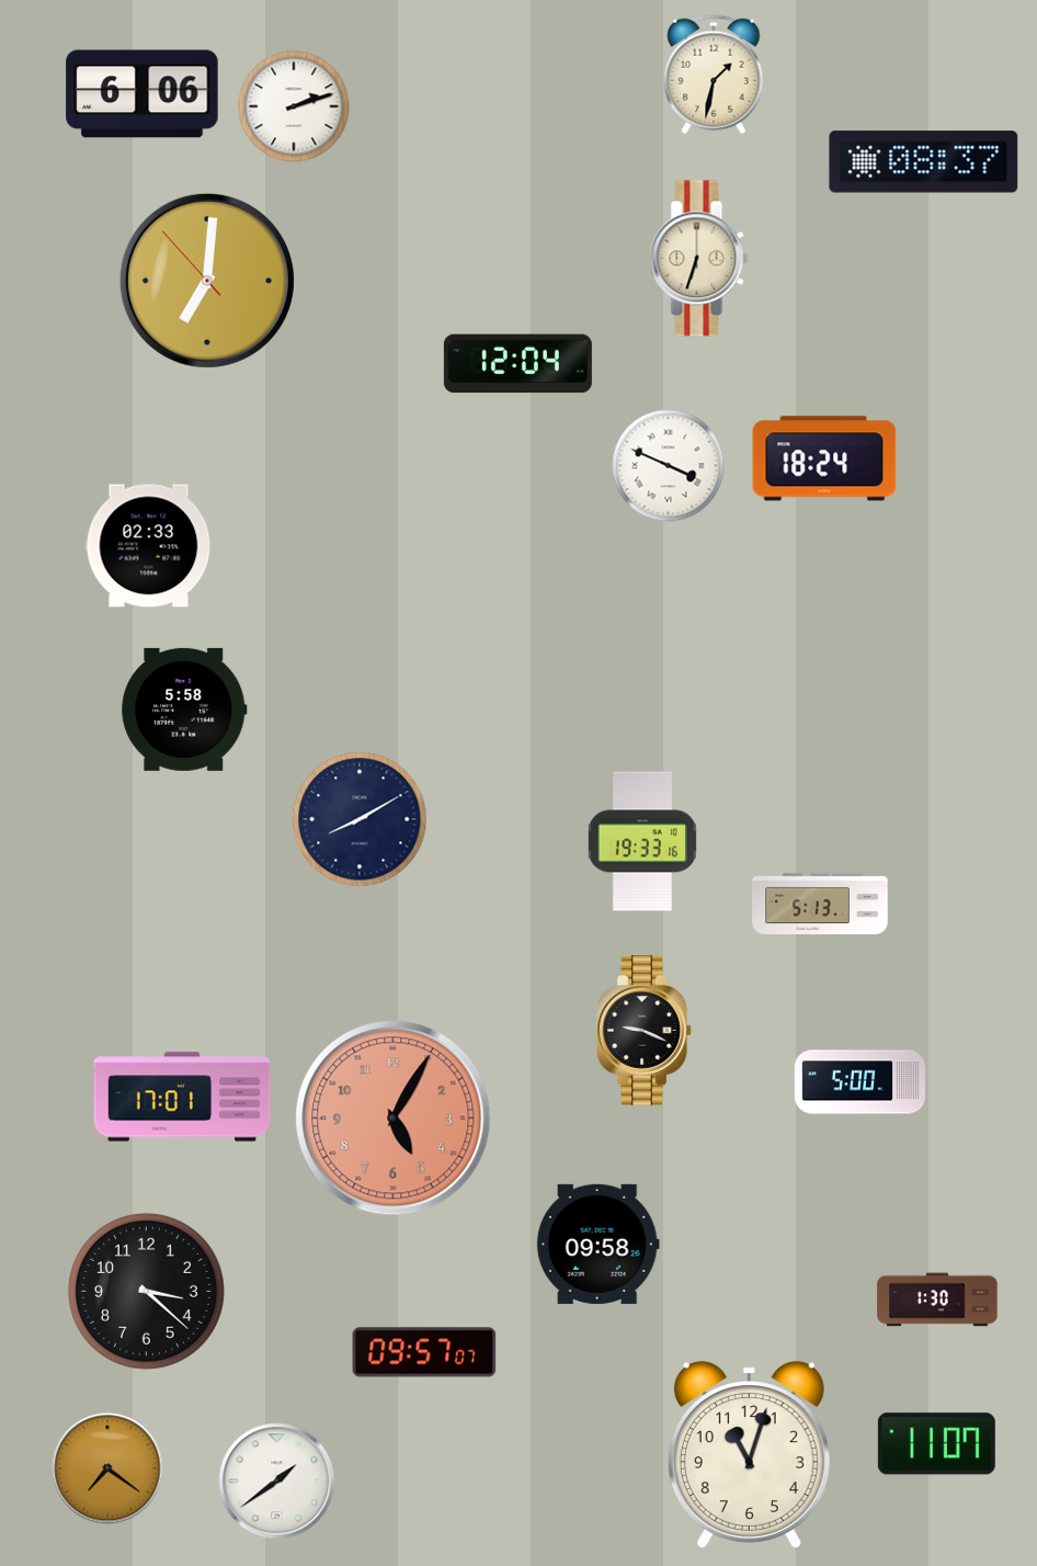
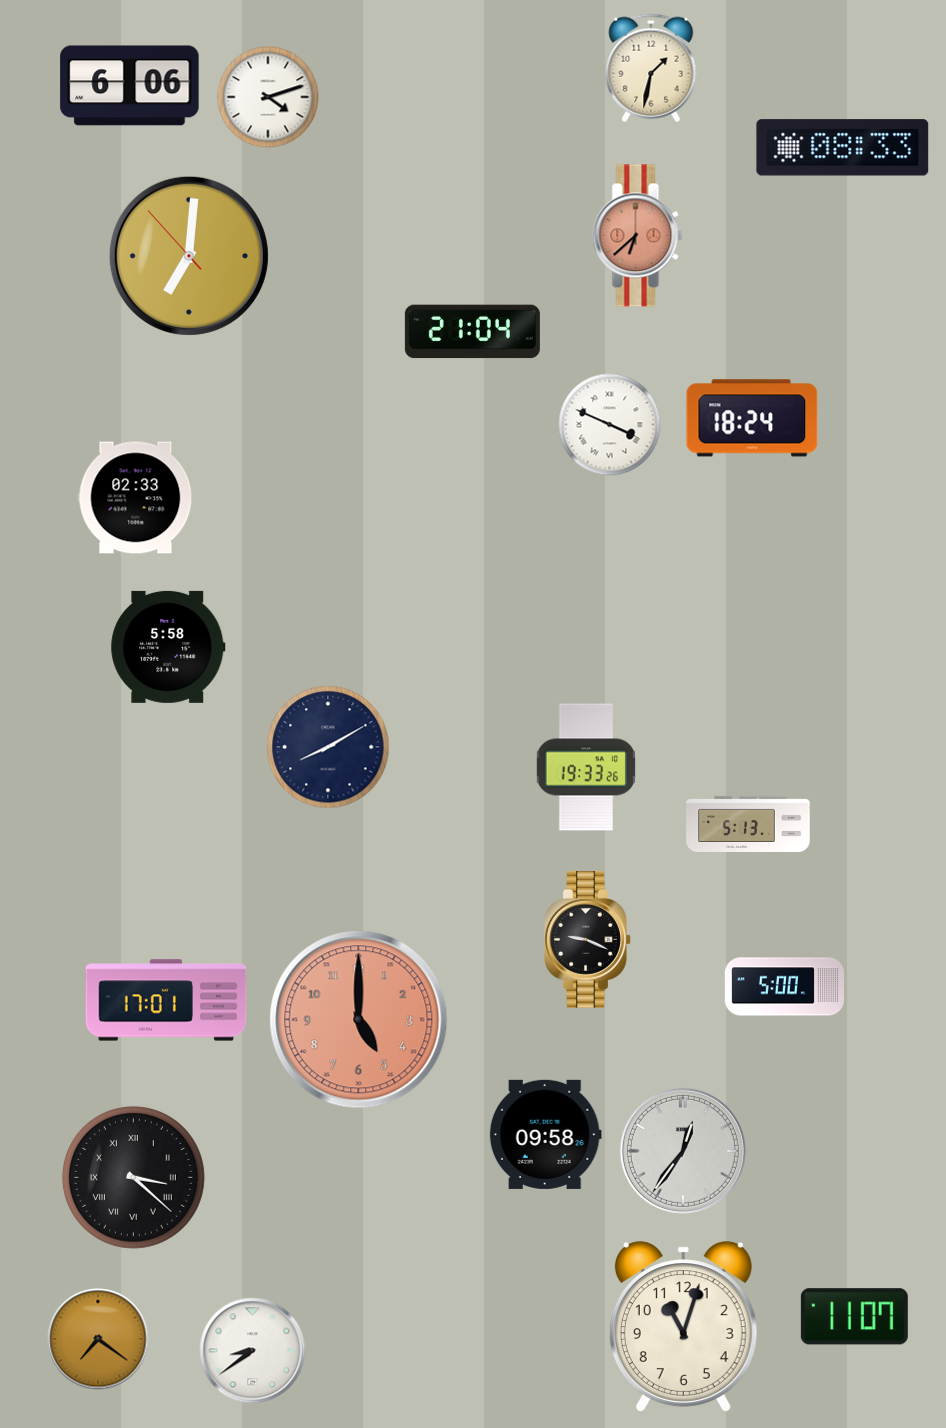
clock at (294, 106): 2:12 -> 4:12
clock at (924, 162): 08:37 -> 08:33
clock at (699, 259): 6:33 -> 6:38
clock at (699, 259) dial: cream -> salmon
clock at (517, 364): 12:04 -> 21:04
clock at (642, 841): 19:33:16 -> 19:33:26
clock at (394, 1119): 5:05 -> 5:00
clock at (683, 1151): none -> 12:36
clock at (146, 1291) numerals: Arabic -> Roman
clock at (937, 1300): 1:30 -> none
clock at (424, 1352): 09:57 -> none
clock at (277, 1482): 1:39 -> 8:39
